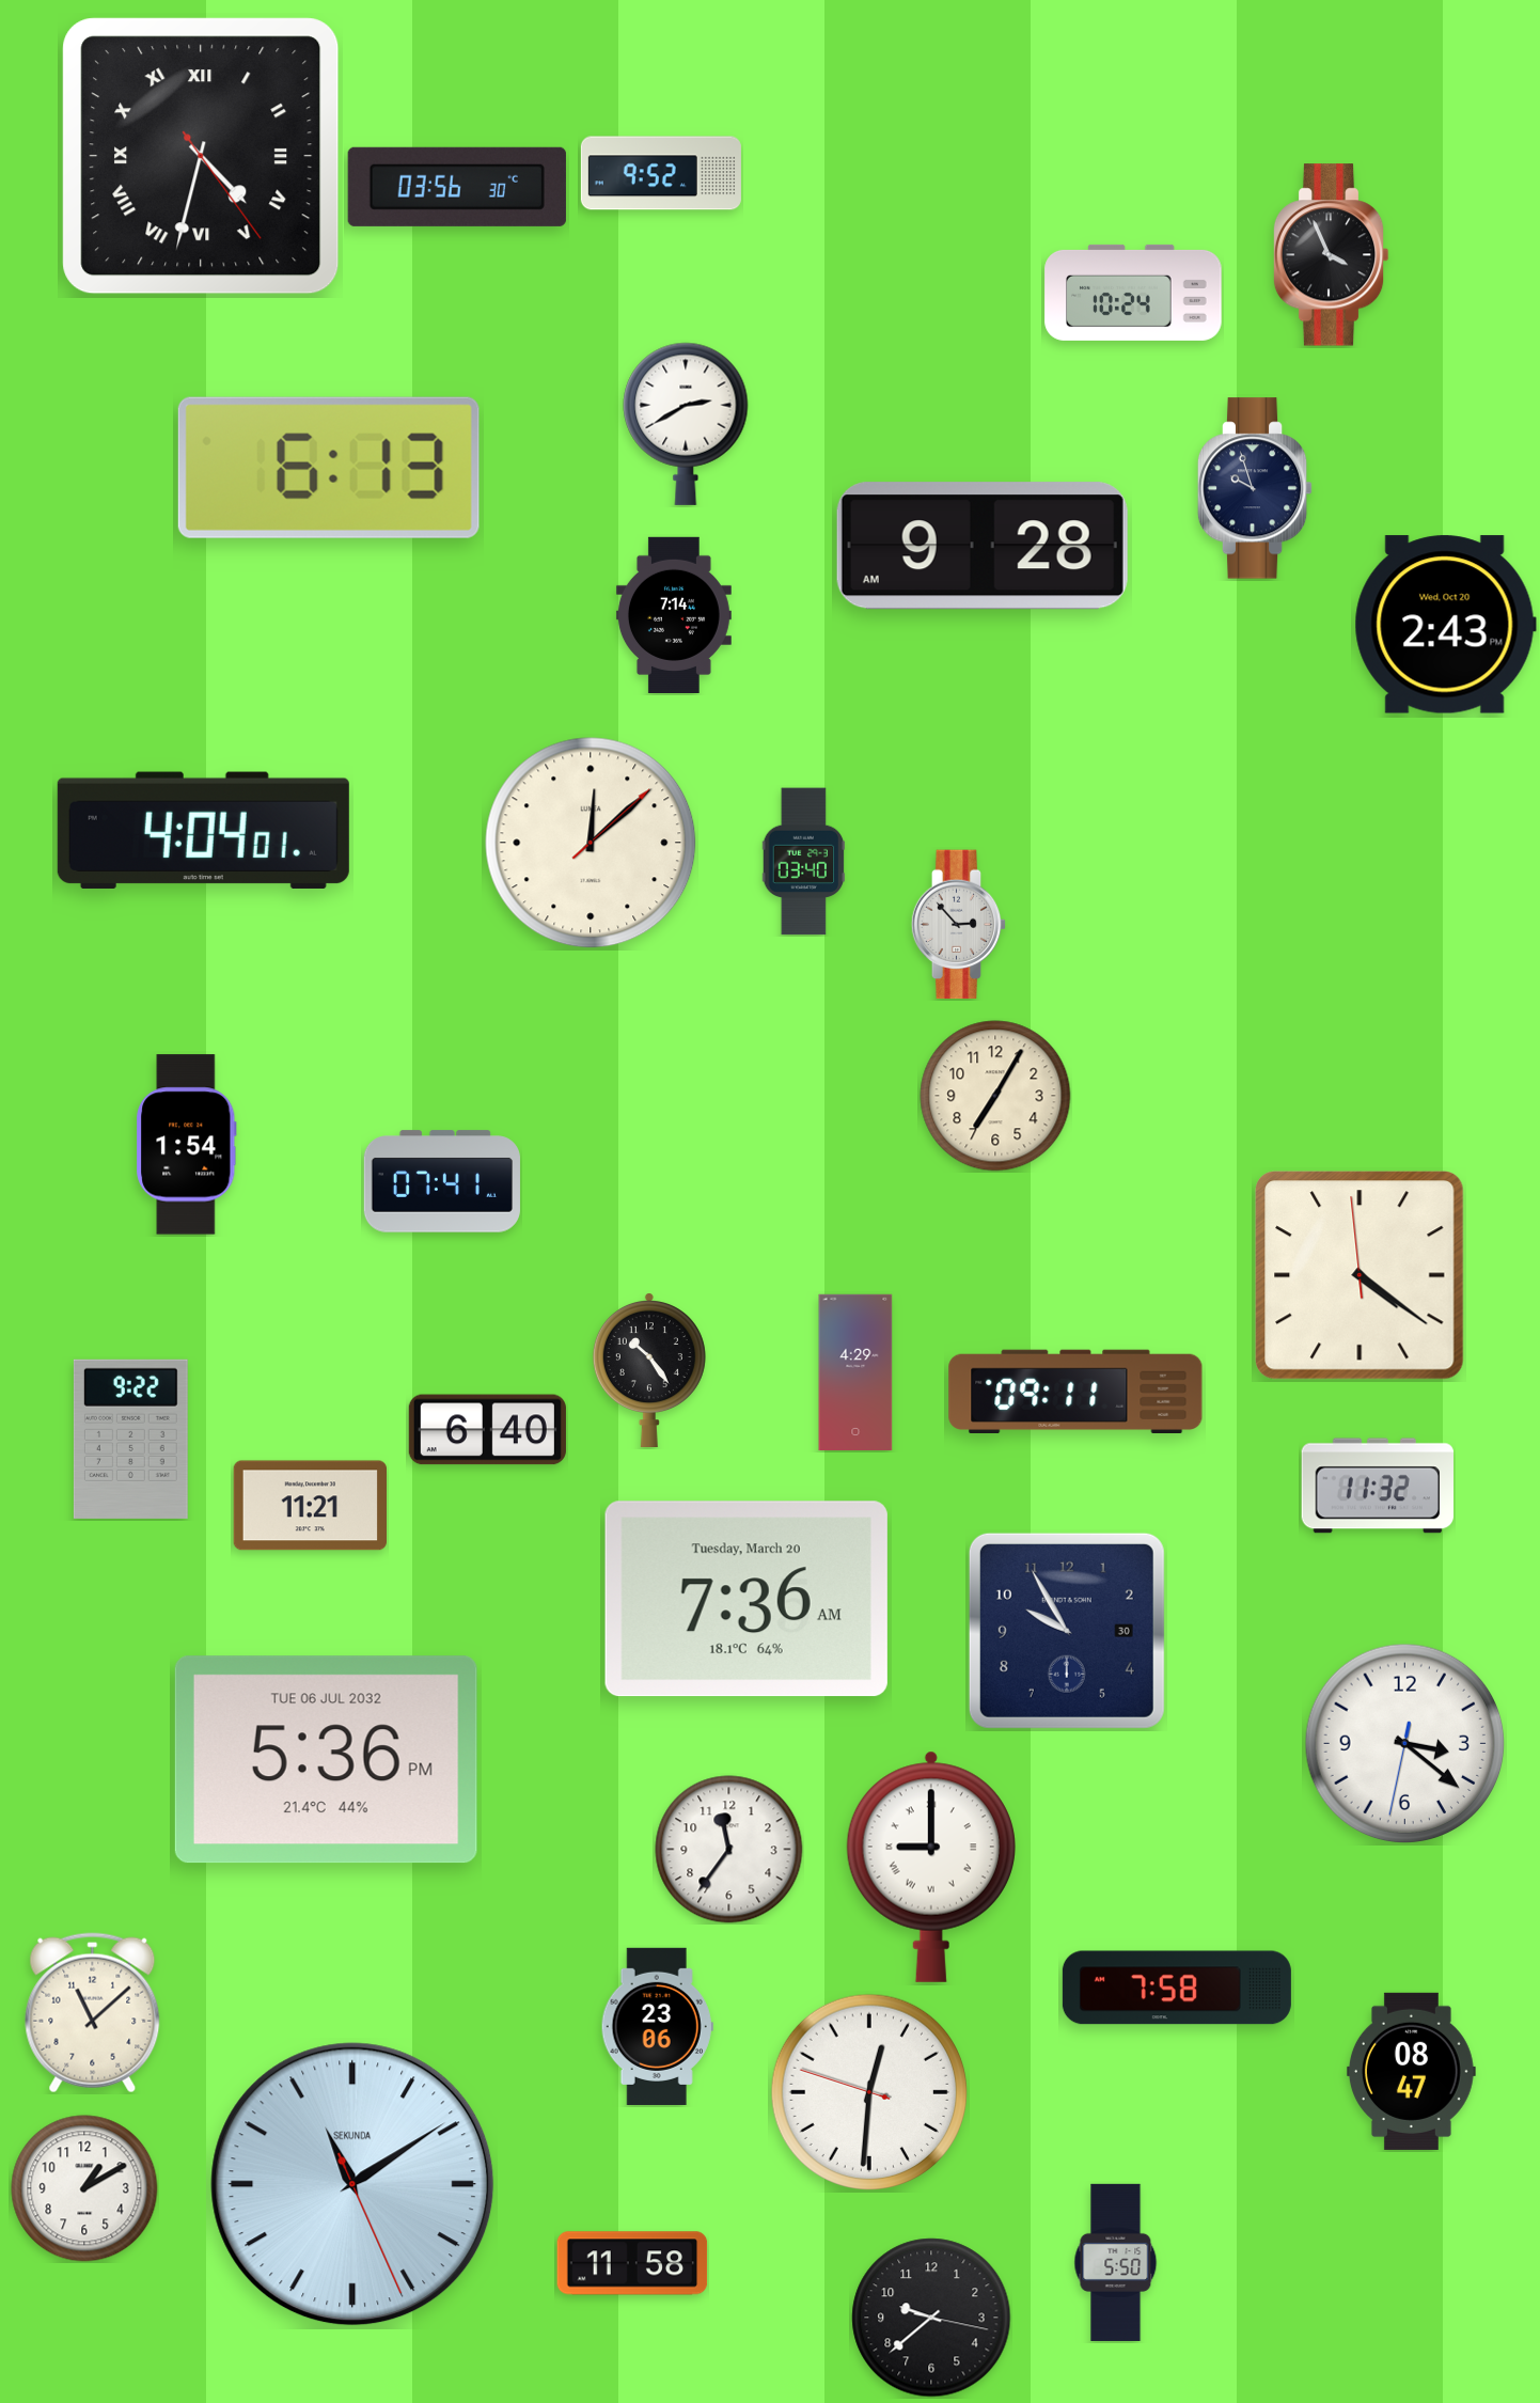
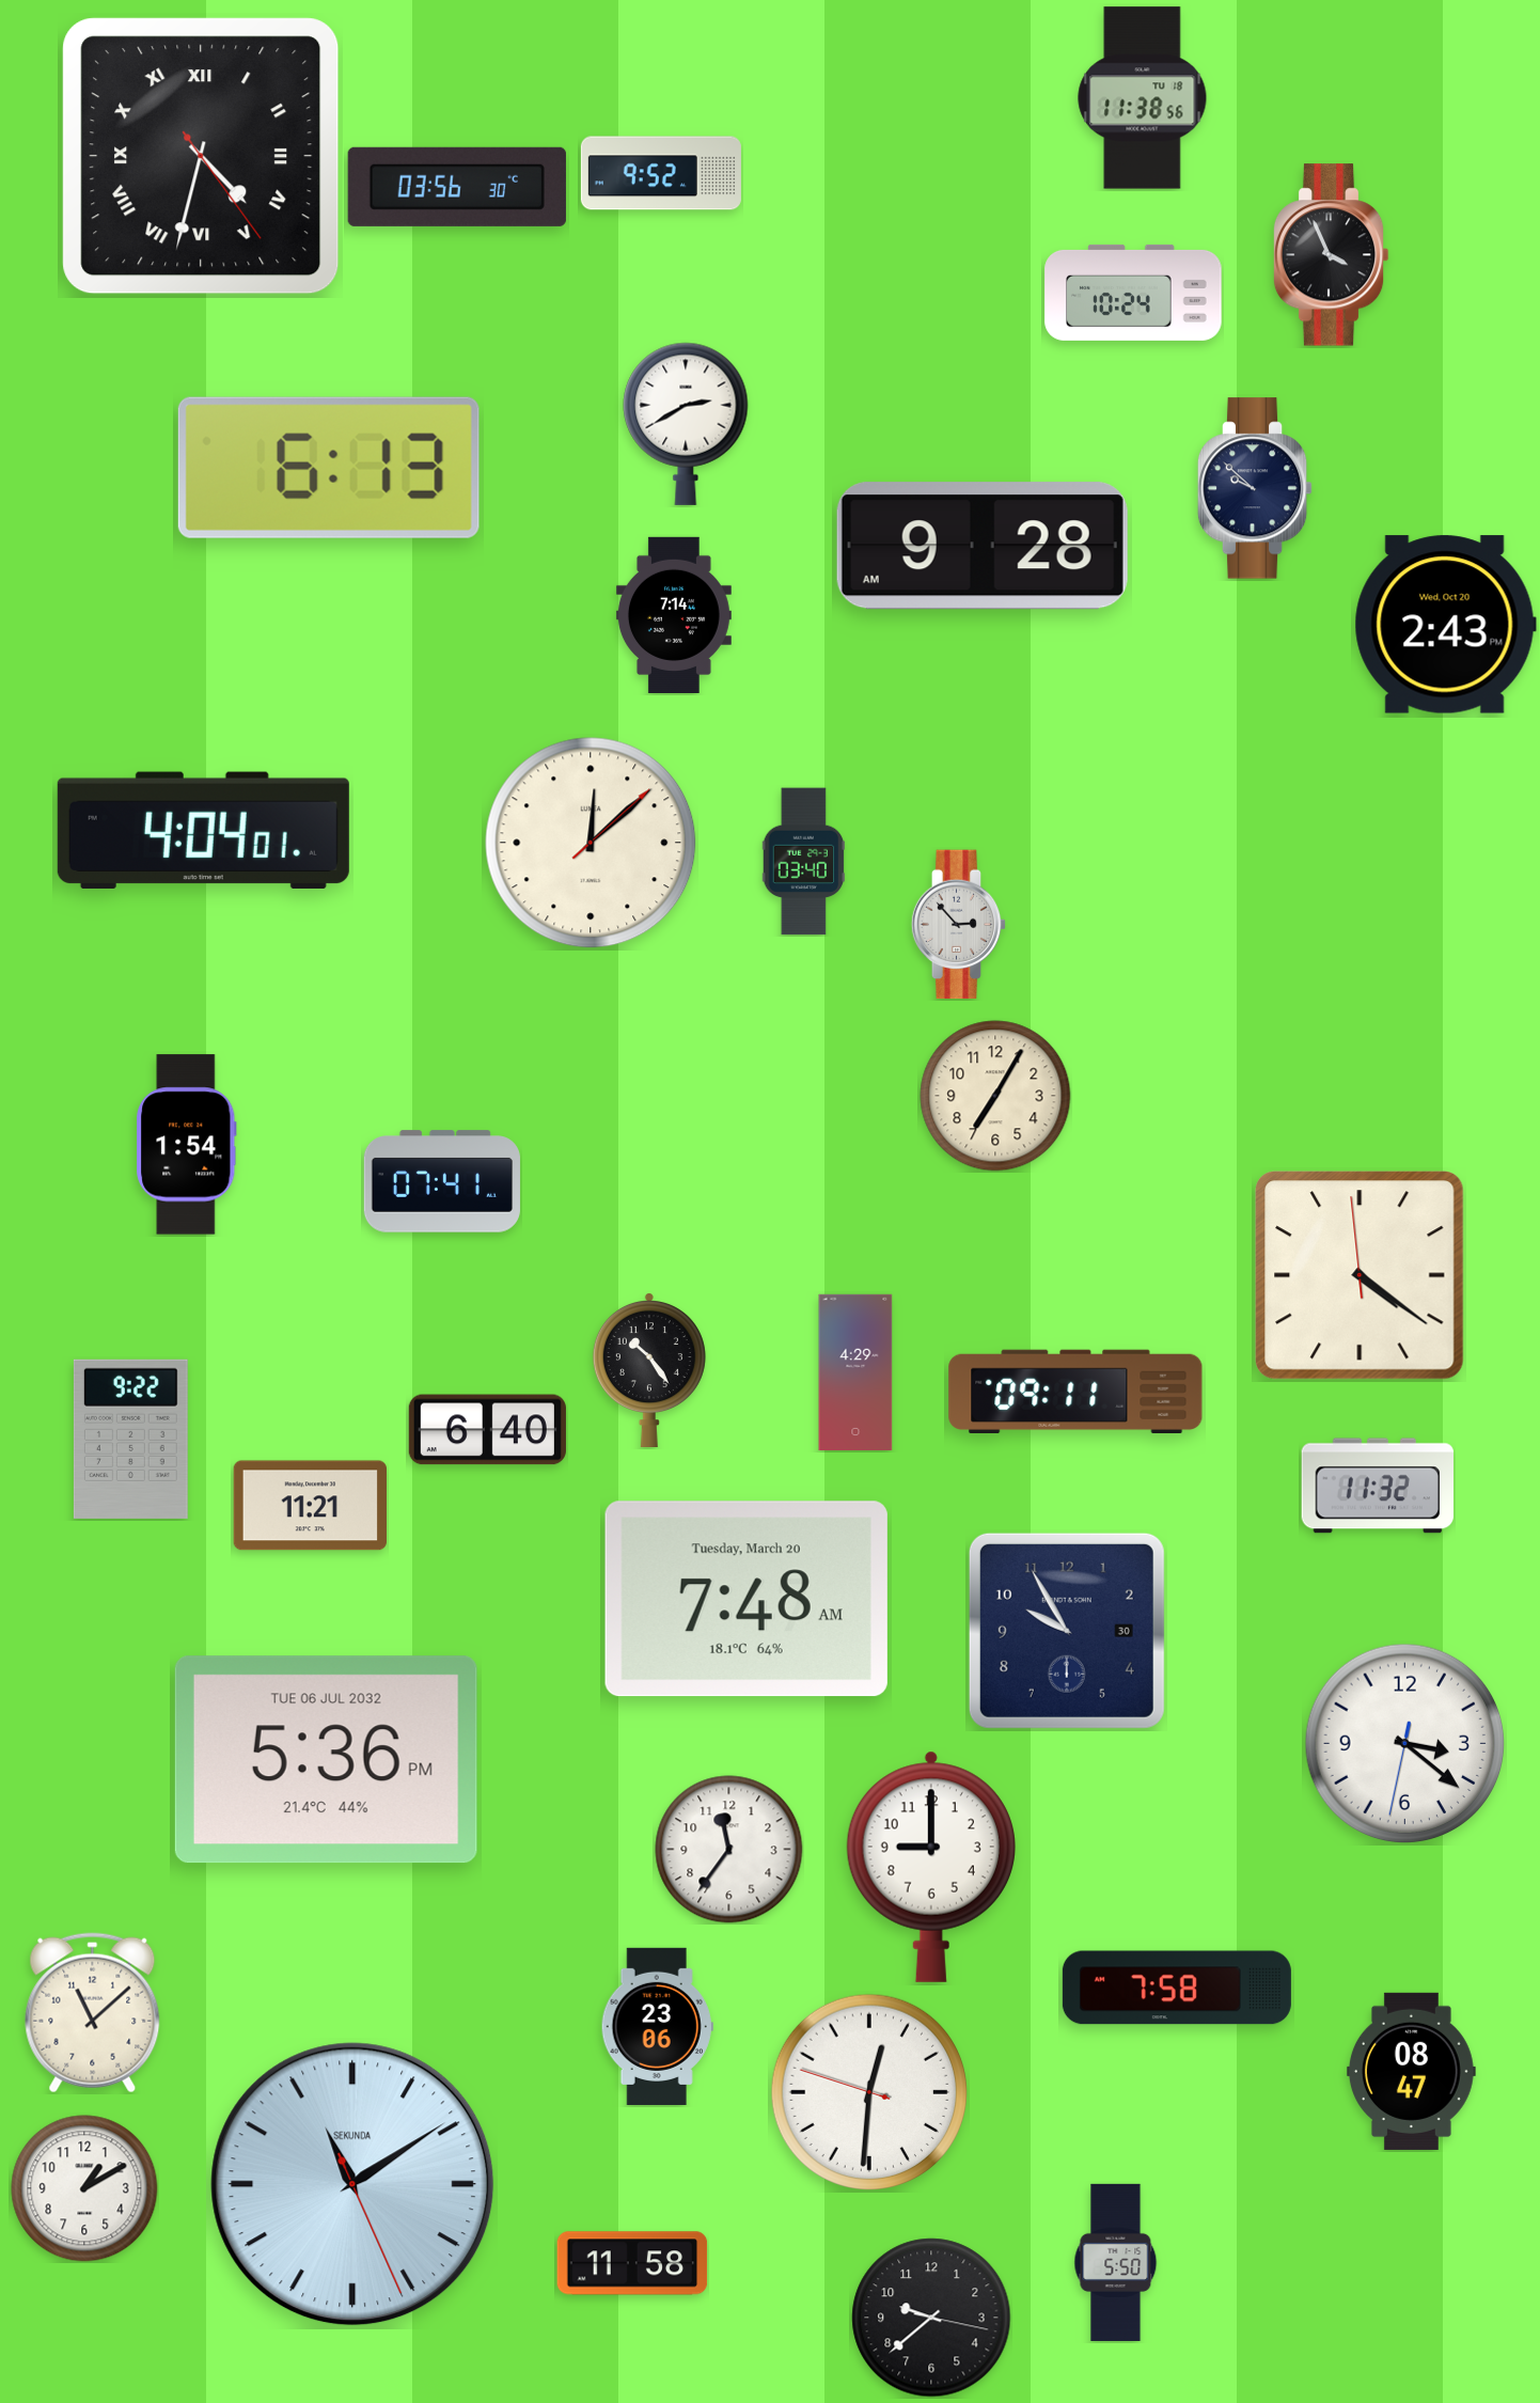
clock at (1143, 98): none -> 11:38
clock at (1255, 488): 9:57 -> 9:52
clock at (747, 1599): 7:36 -> 7:48
clock at (931, 1867) numerals: Roman -> Arabic
